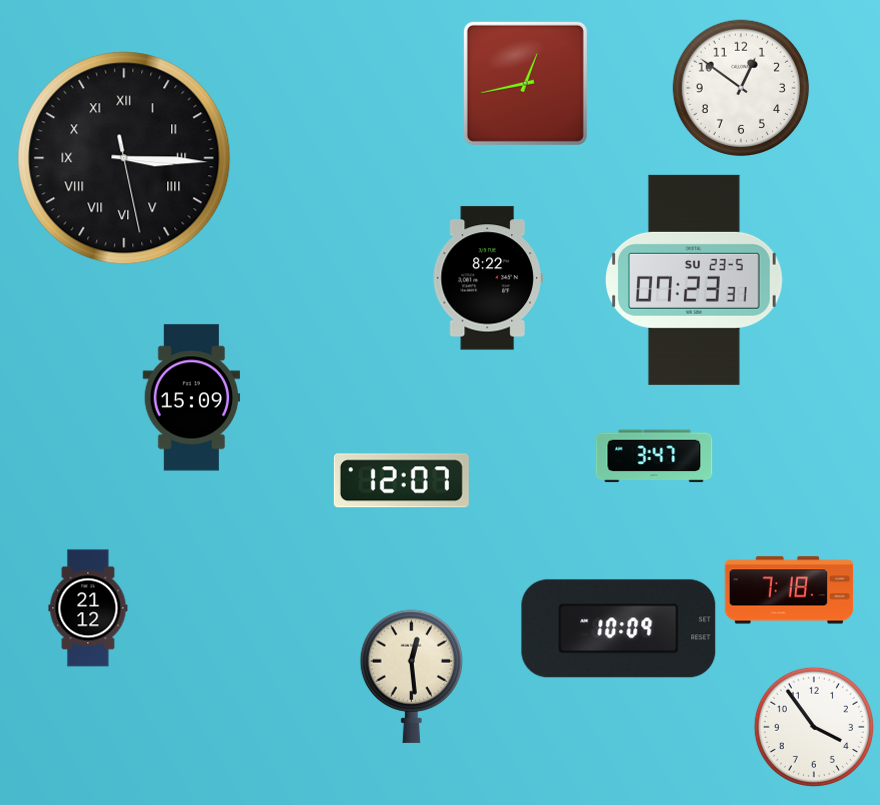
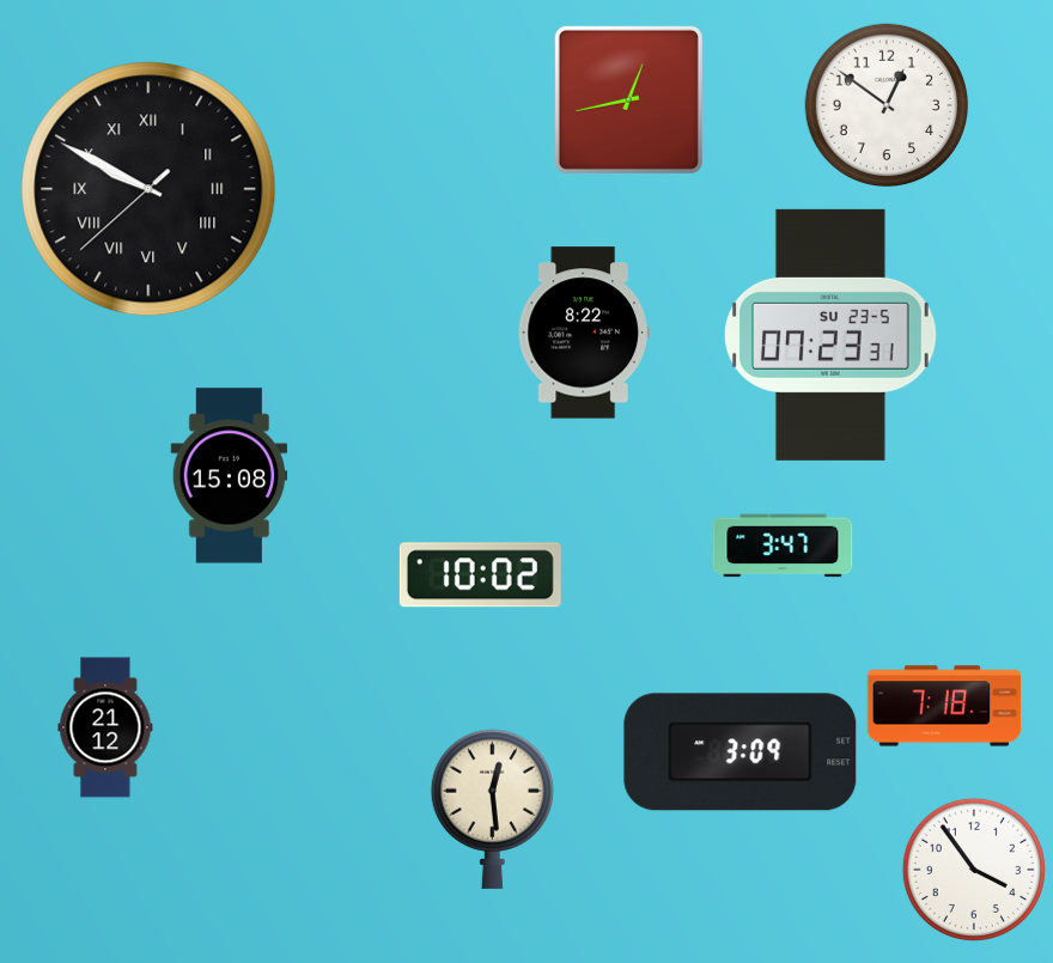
clock at (124, 158): 3:15 -> 9:49
clock at (192, 398): 15:09 -> 15:08
clock at (401, 481): 12:07 -> 10:02
clock at (619, 629): 10:09 -> 3:09
